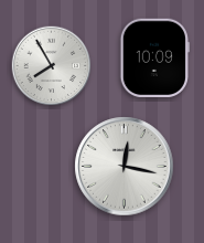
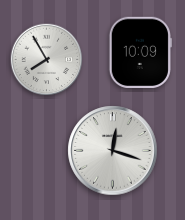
clock at (125, 167): 12:17 -> 12:18
